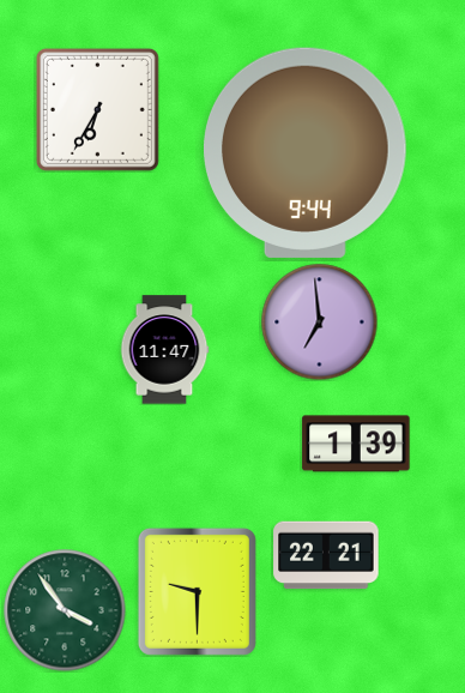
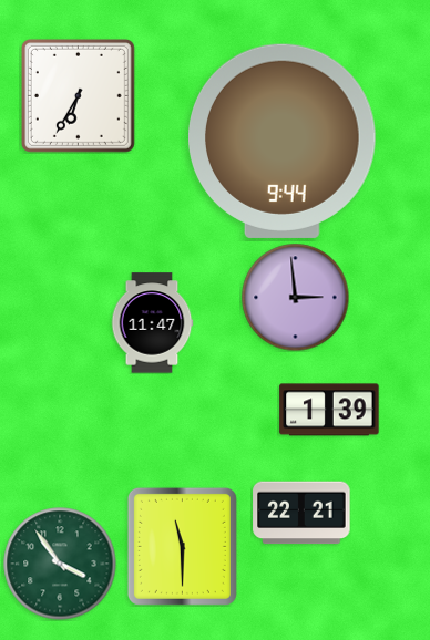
clock at (97, 109) position: (97, 109) -> (78, 95)
clock at (319, 321): 6:59 -> 2:59
clock at (197, 591): 9:30 -> 11:30
